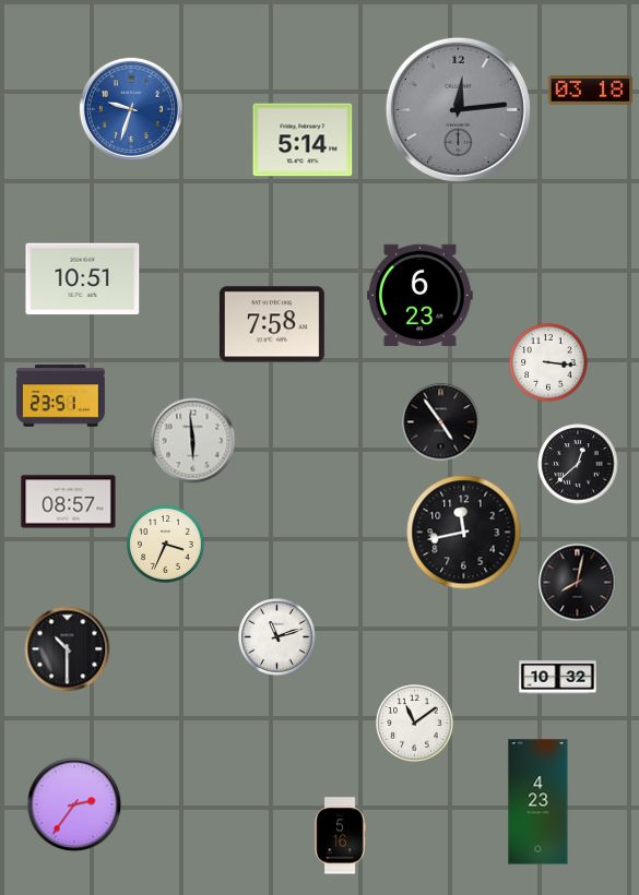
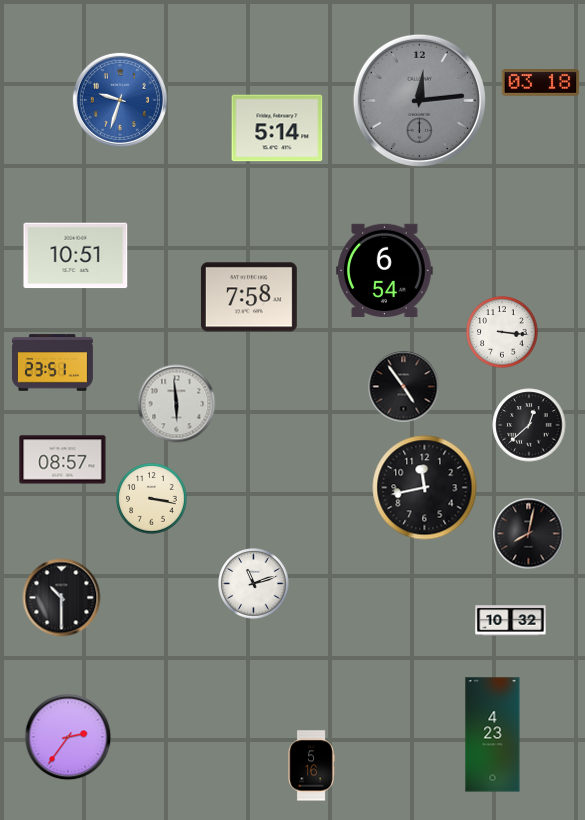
clock at (421, 295): 6:23 -> 6:54
clock at (60, 396) position: (60, 396) -> (52, 363)
clock at (166, 545): 3:34 -> 3:17
clock at (68, 649) position: (68, 649) -> (62, 598)
clock at (415, 724): 11:09 -> none
